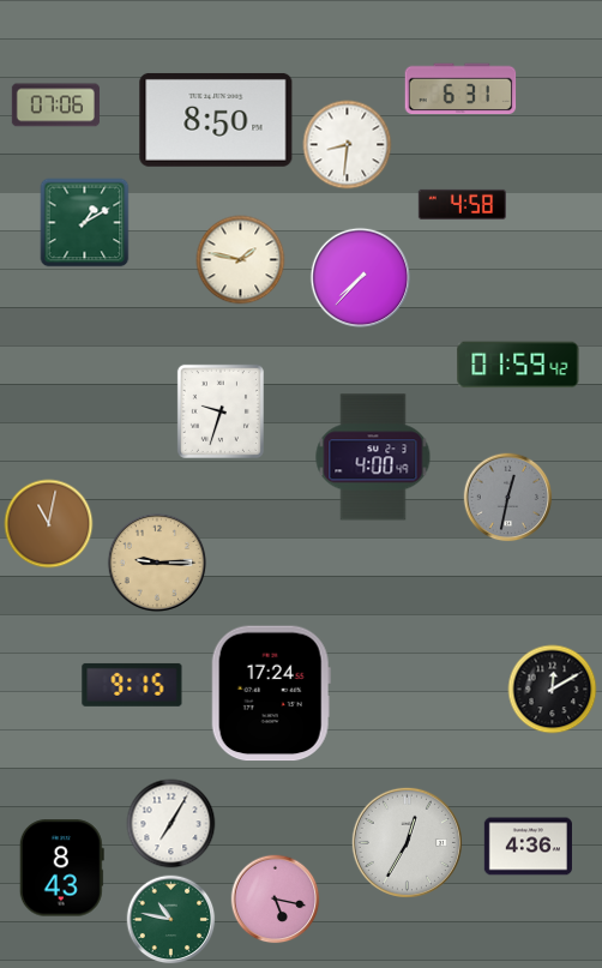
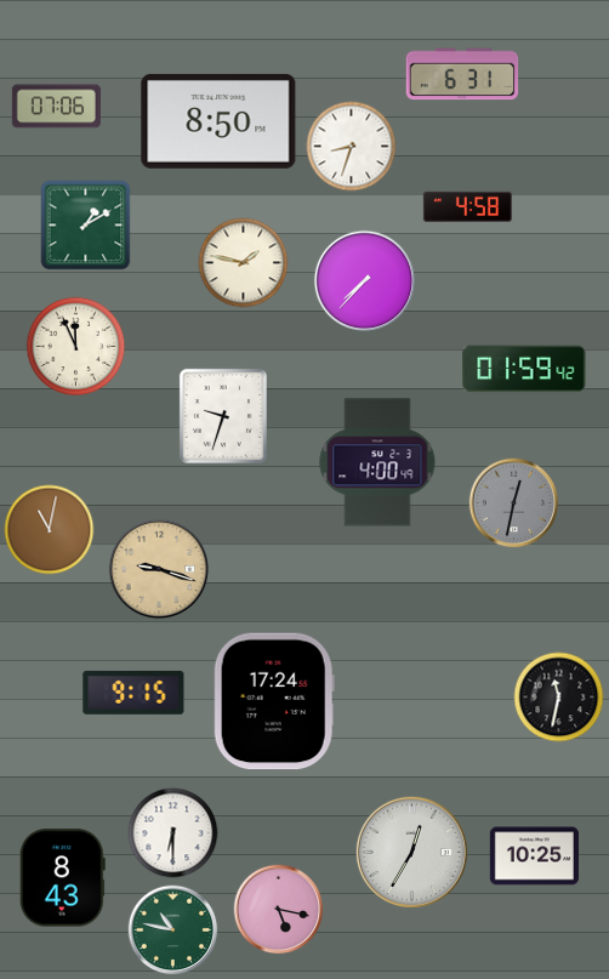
clock at (460, 89) position: (460, 89) -> (462, 74)
clock at (348, 145): 8:31 -> 8:33
clock at (76, 347): none -> 11:56
clock at (157, 563): 9:15 -> 9:18
clock at (553, 690): 12:10 -> 11:32
clock at (171, 824): 7:05 -> 6:30
clock at (528, 847): 4:36 -> 10:25
